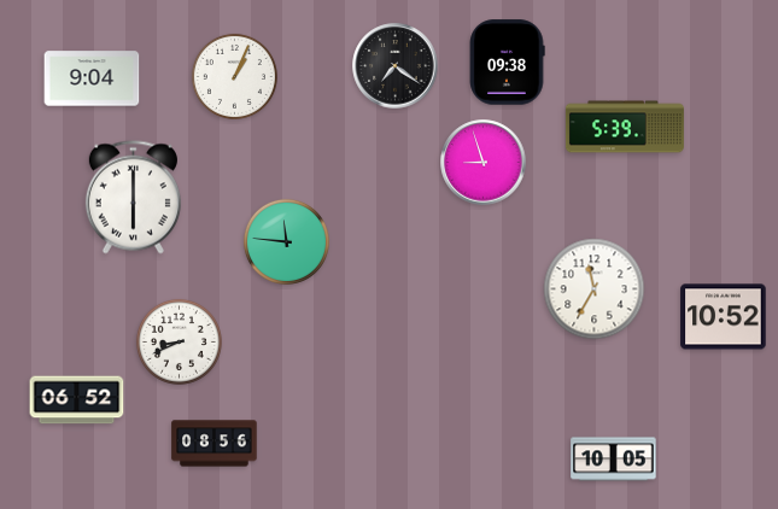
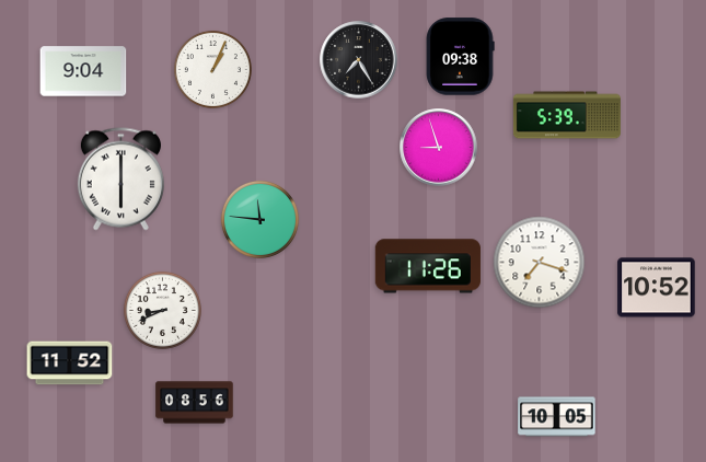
clock at (396, 66): 7:21 -> 7:25
clock at (595, 289): 11:35 -> 7:18
clock at (428, 266): none -> 11:26
clock at (77, 400): 06:52 -> 11:52
